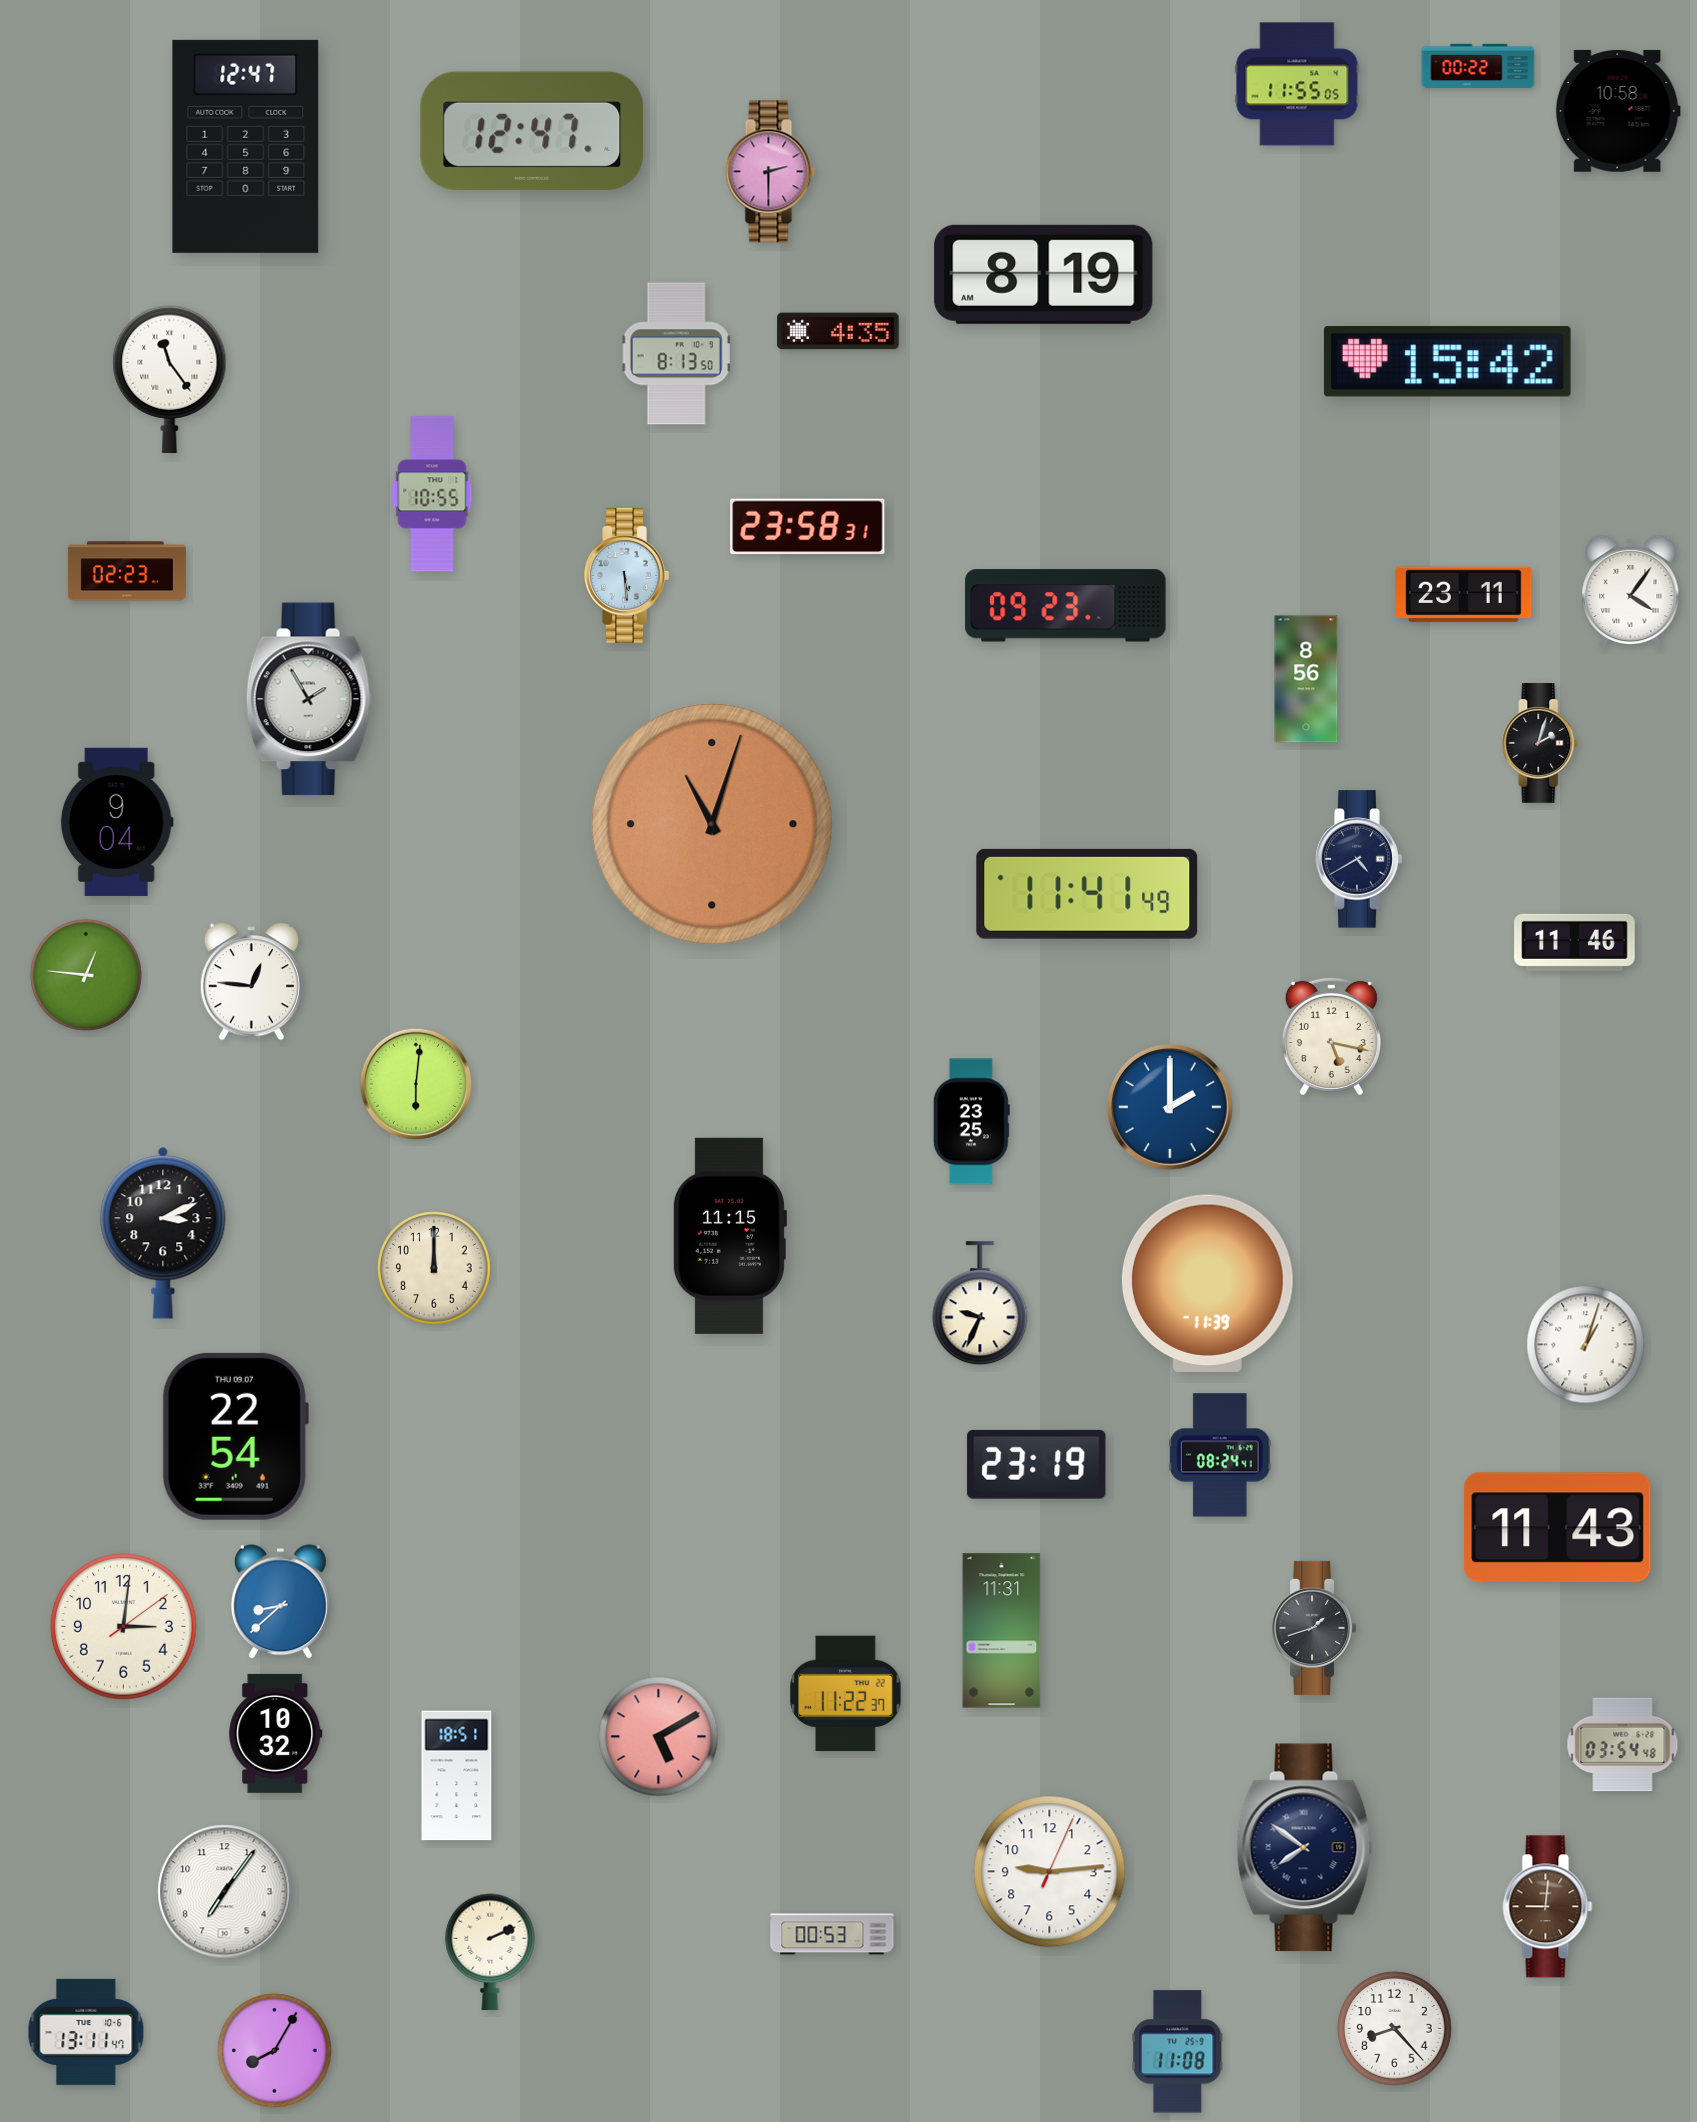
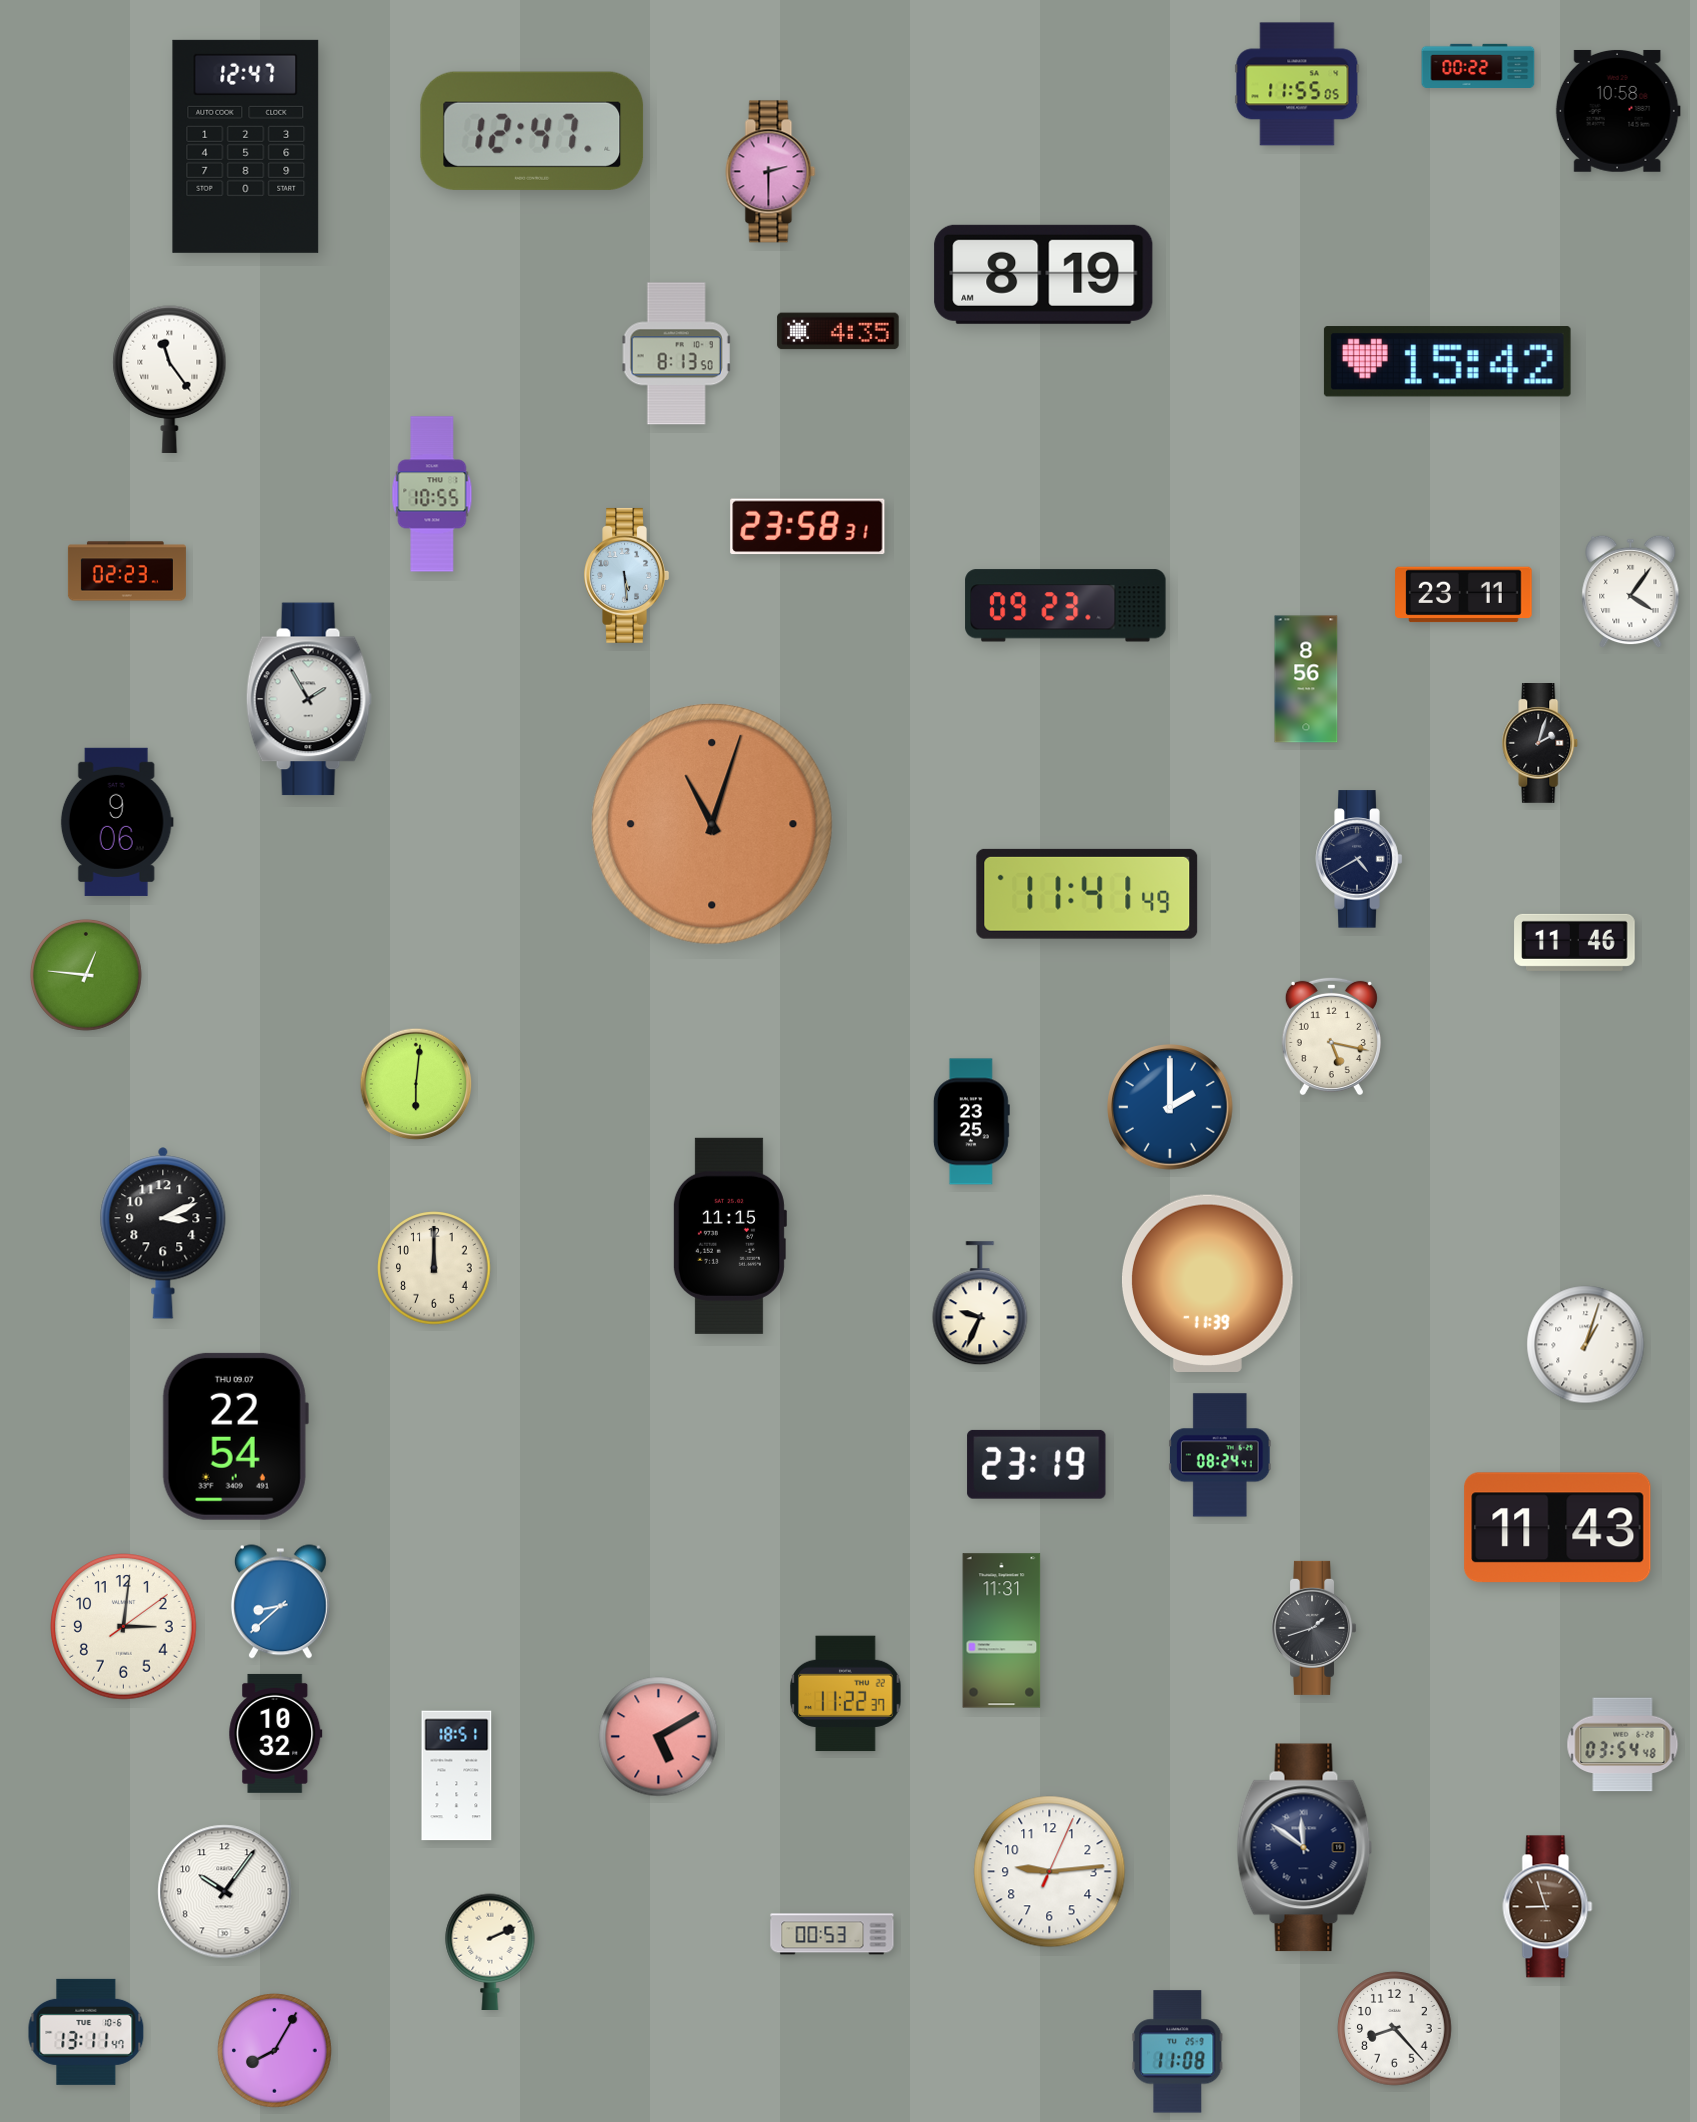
clock at (117, 822): 9:04 -> 9:06
clock at (251, 982): 12:46 -> none
clock at (1305, 1848): 7:51 -> 11:51
clock at (225, 1892): 7:06 -> 10:06
clock at (1548, 1907): 9:01 -> 8:57
